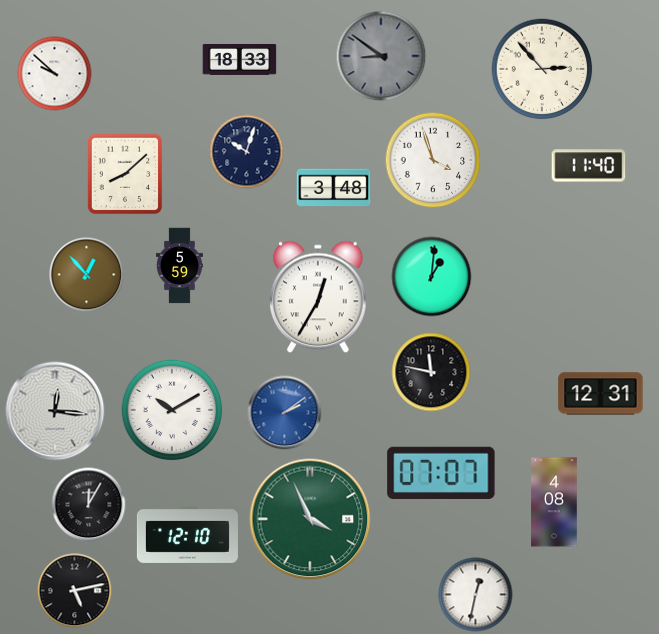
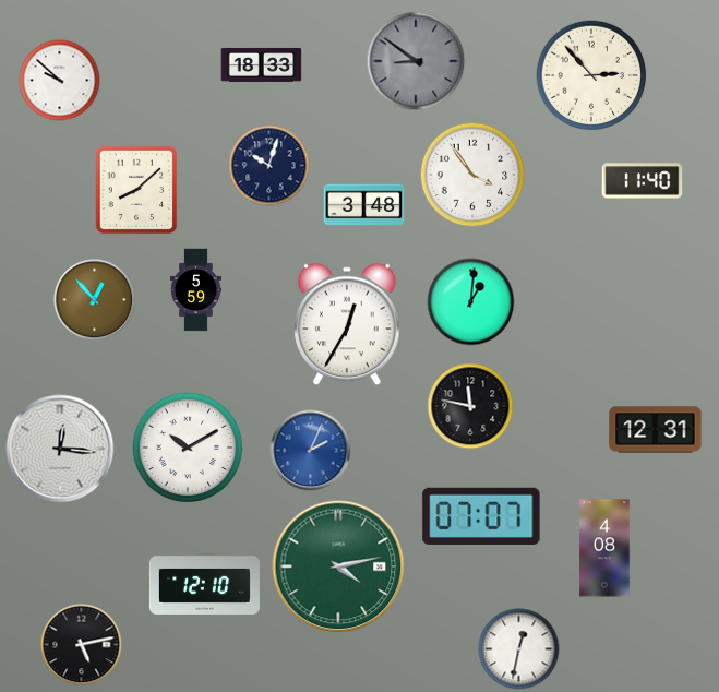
clock at (433, 160): 3:57 -> 3:54
clock at (285, 413): 2:09 -> 2:04
clock at (89, 505): 12:05 -> none
clock at (310, 519): 3:56 -> 4:13
